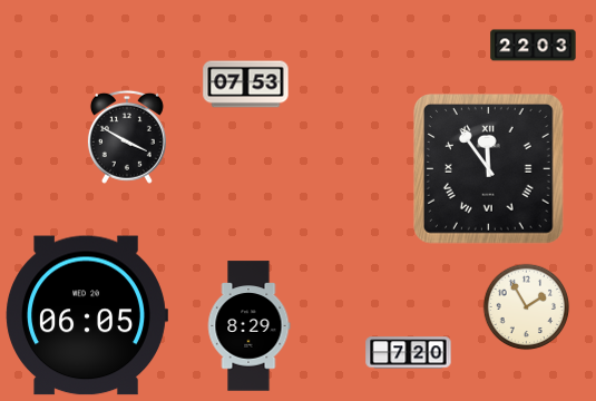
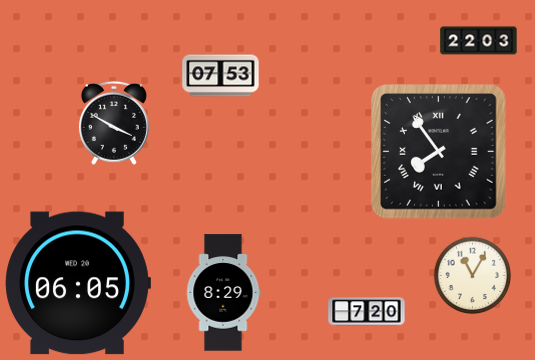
clock at (489, 169): 11:54 -> 7:54
clock at (526, 306): 1:55 -> 11:05
clock at (409, 353) position: (409, 353) -> (367, 312)
